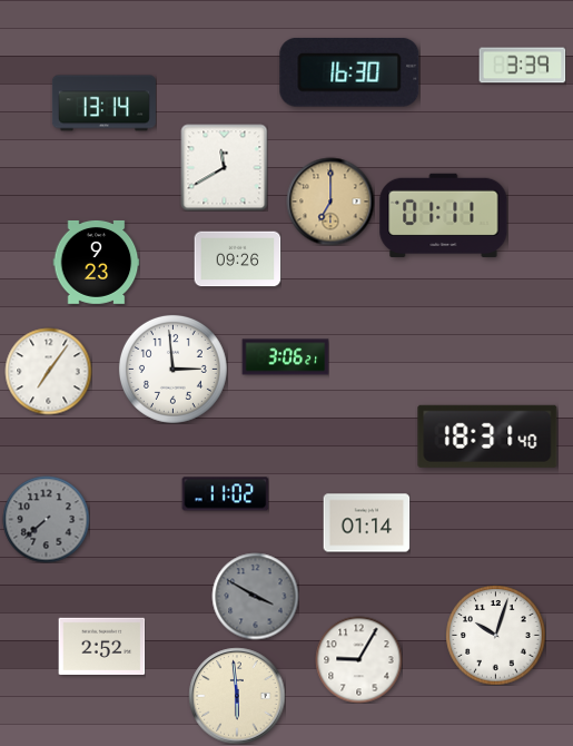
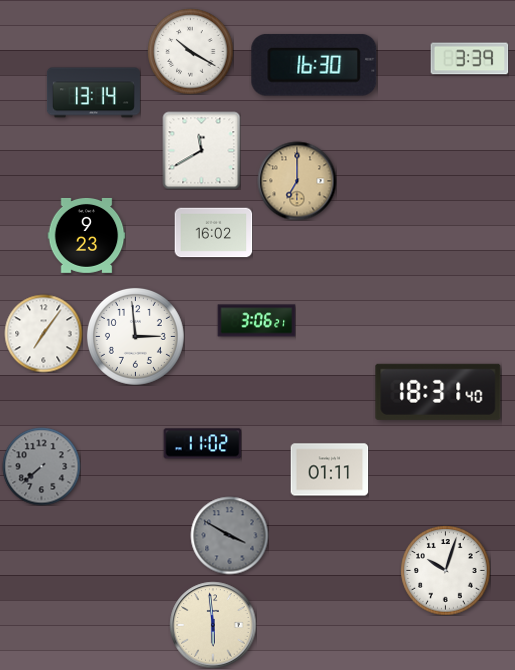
clock at (190, 51): none -> 10:20
clock at (444, 215): 01:11 -> none
clock at (237, 259): 09:26 -> 16:02
clock at (172, 369) position: (172, 369) -> (135, 336)
clock at (366, 523): 01:14 -> 01:11
clock at (101, 647): 2:52 -> none
clock at (358, 659): 9:05 -> none
